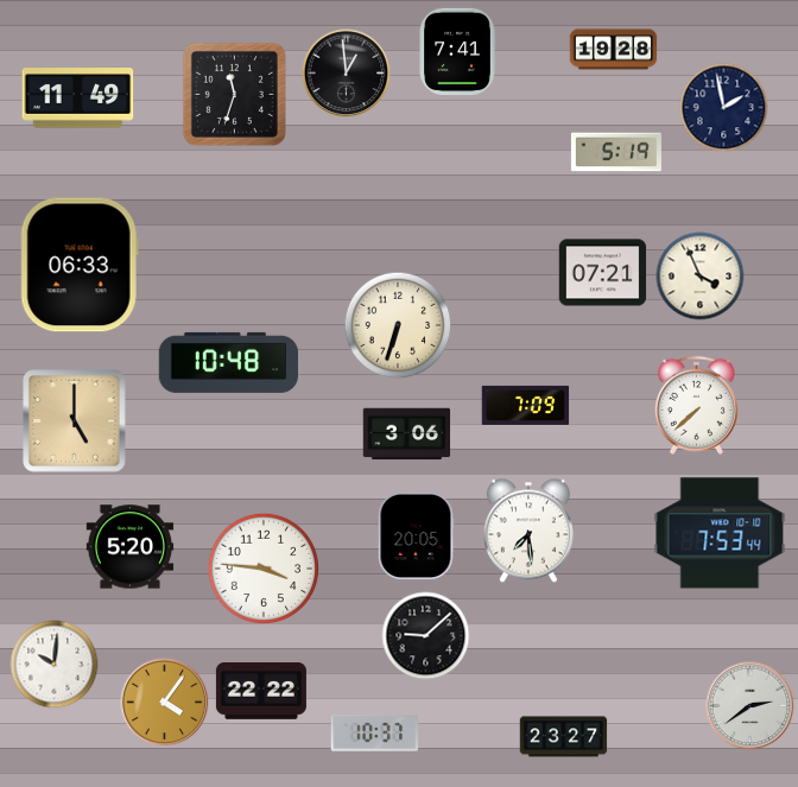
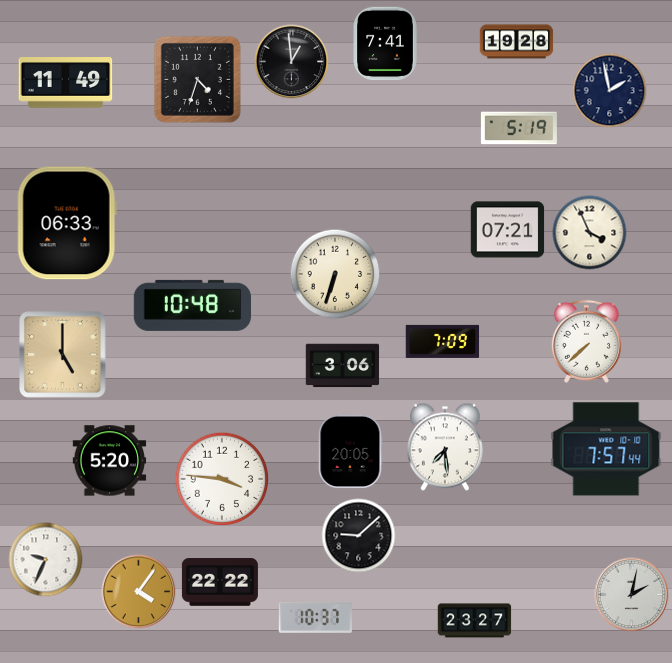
clock at (234, 94): 11:33 -> 4:33
clock at (720, 533): 7:53 -> 7:57
clock at (55, 665): 10:01 -> 9:34
clock at (750, 706): 2:39 -> 2:02
